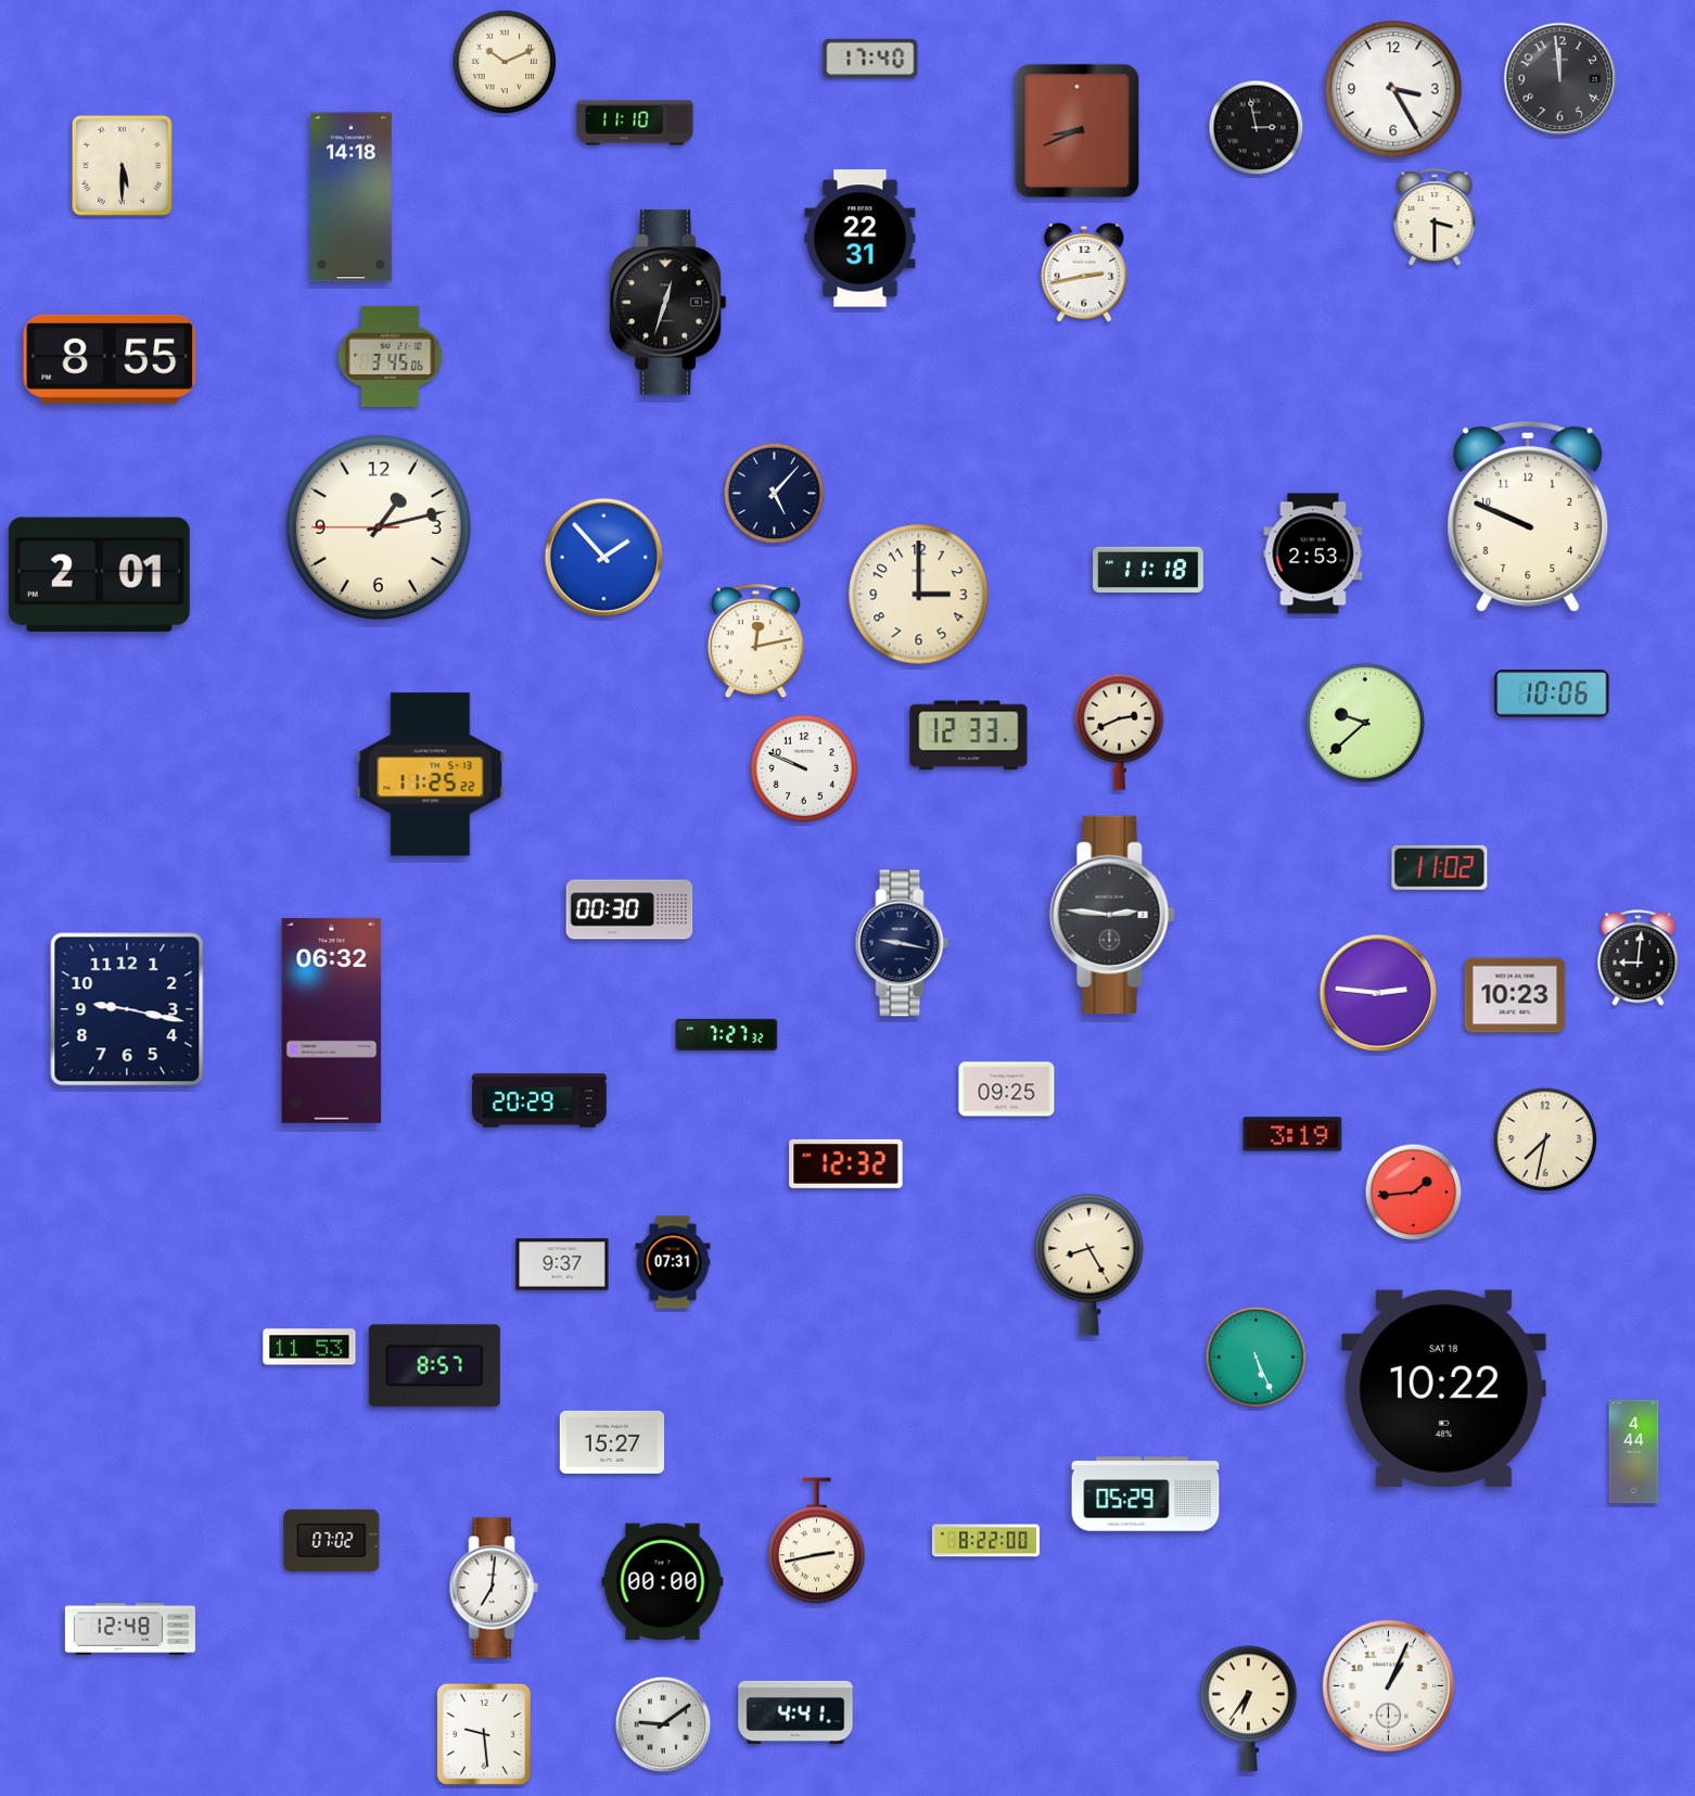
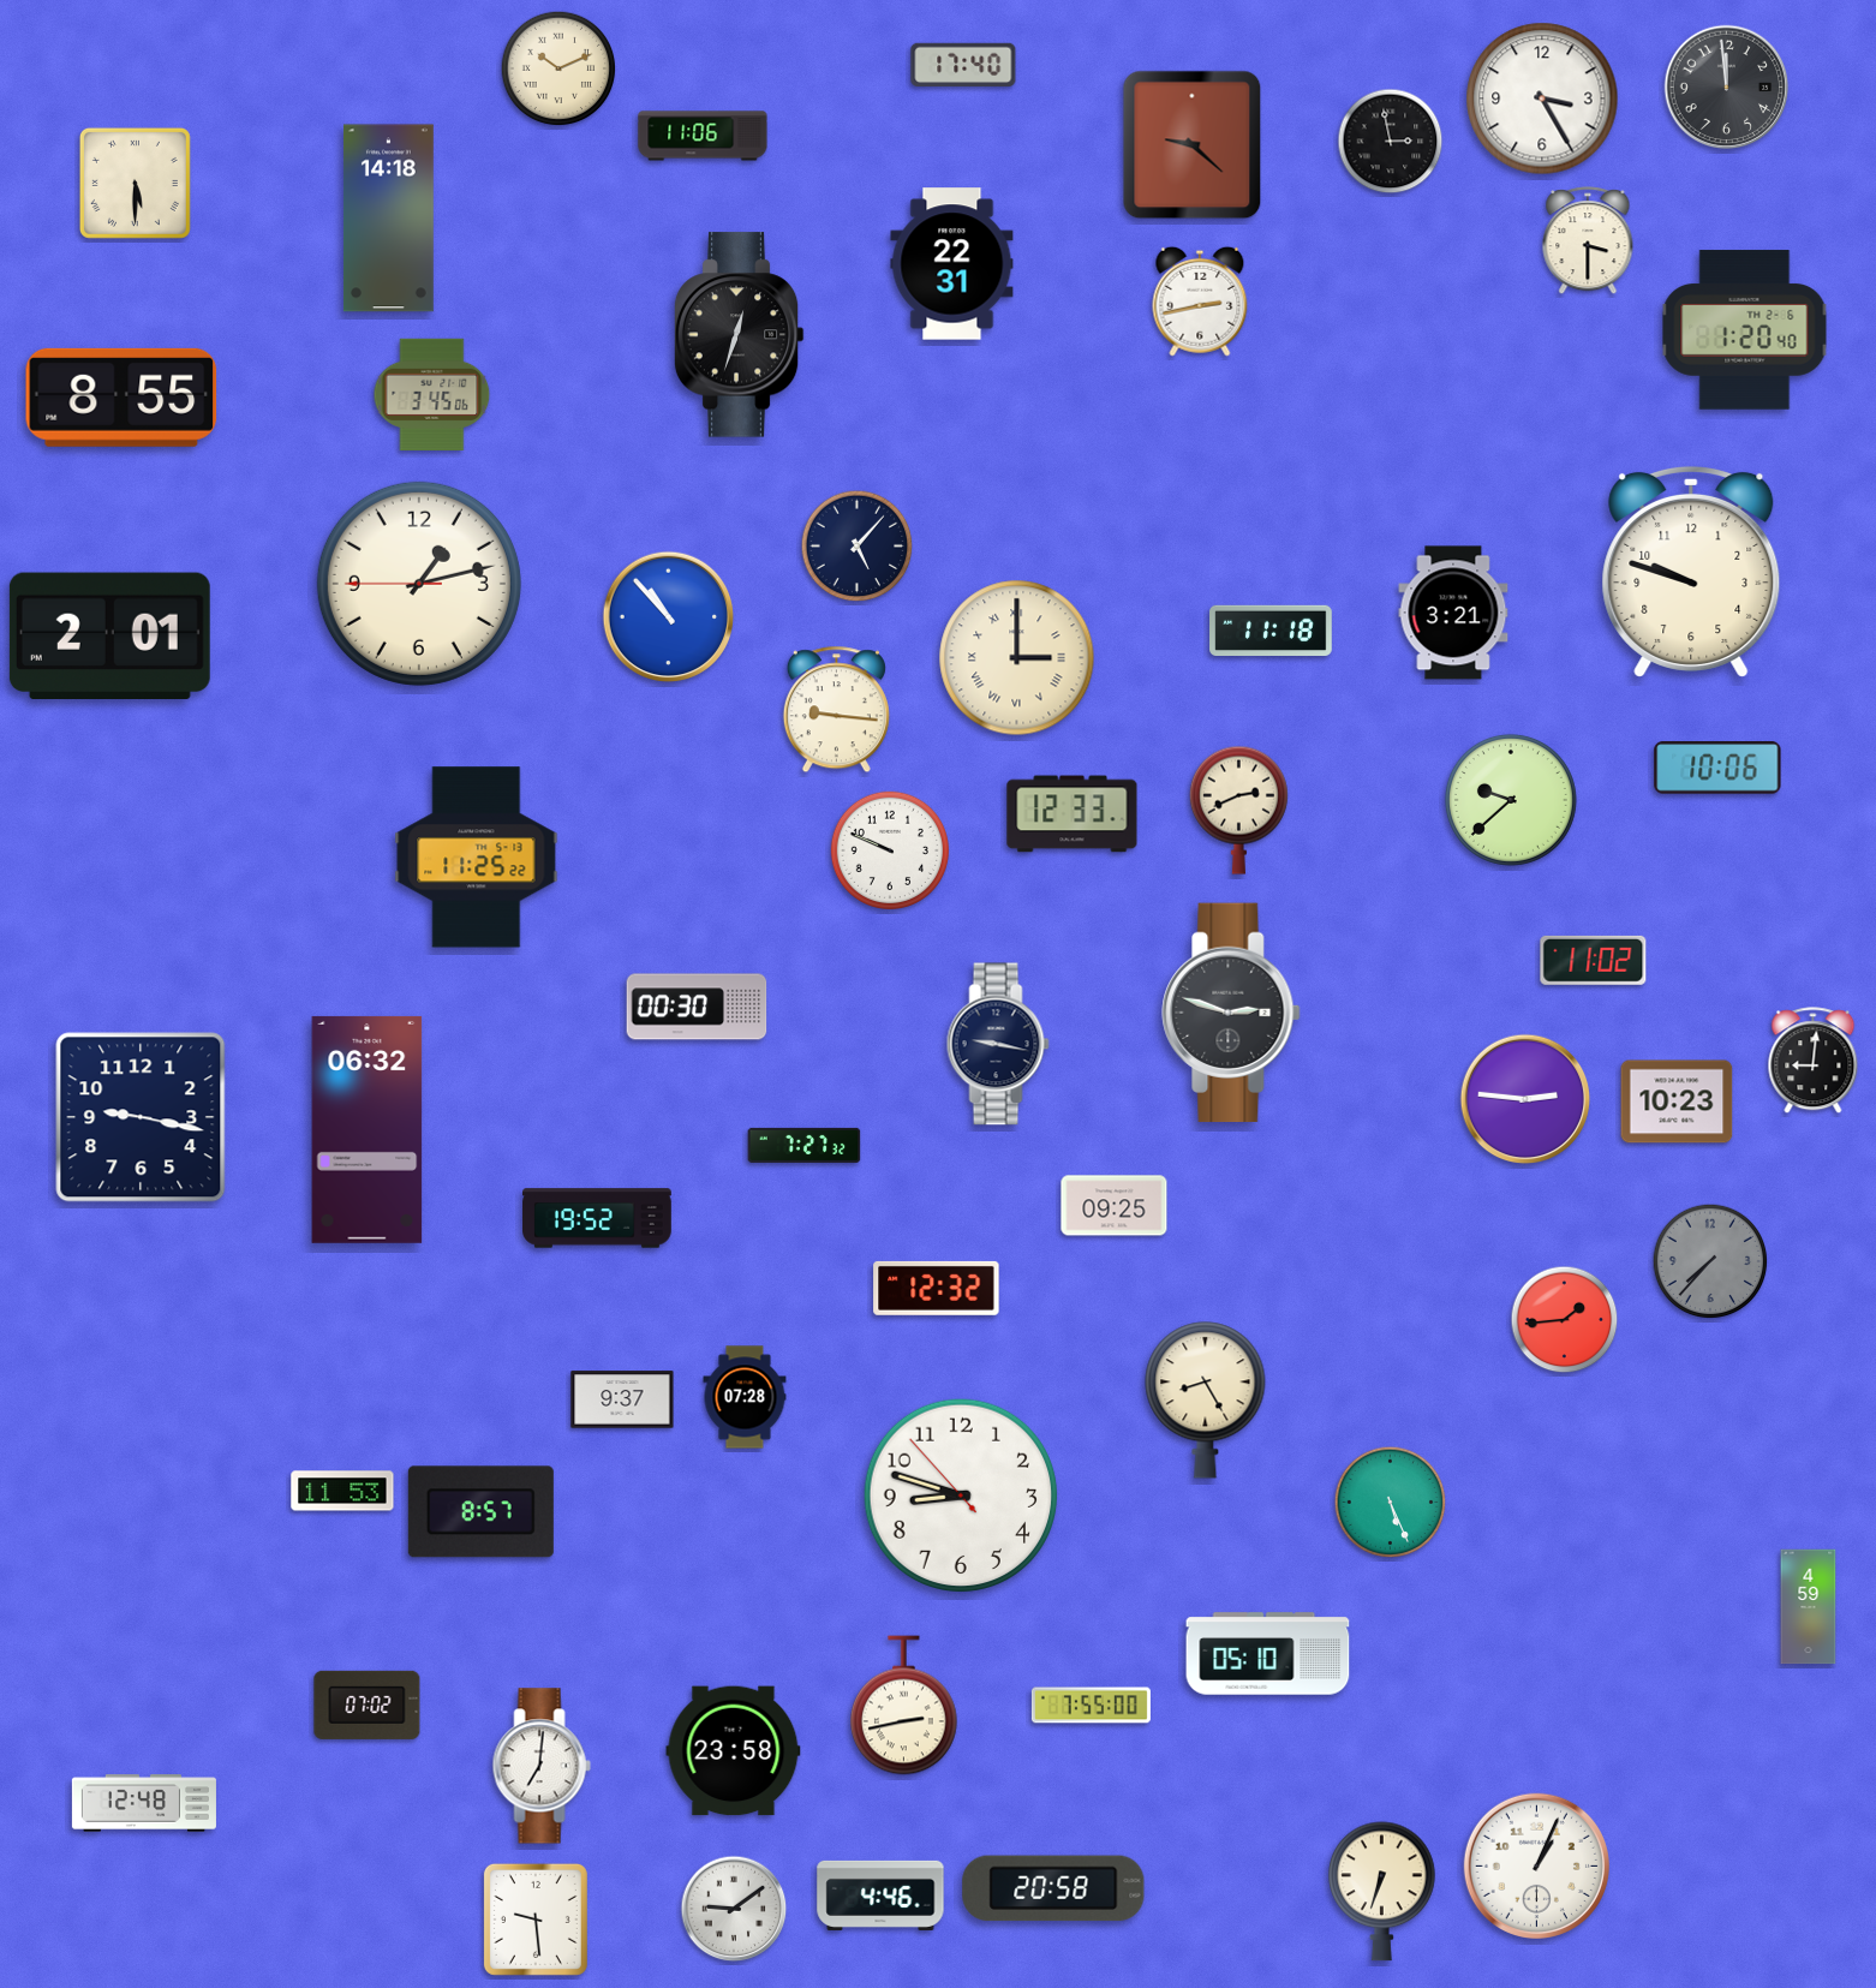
clock at (635, 123): 11:10 -> 11:06
clock at (1078, 131): 8:41 -> 9:22
clock at (1745, 330): none -> 1:20
clock at (1528, 517): 9:49 -> 9:48
clock at (1313, 553): 2:53 -> 3:21
clock at (604, 558): 1:53 -> 10:53
clock at (919, 595) numerals: Arabic -> Roman
clock at (755, 641): 12:13 -> 9:16
clock at (1112, 915): 2:46 -> 2:48
clock at (539, 1100): 20:29 -> 19:52
clock at (1292, 1134): 3:19 -> none
clock at (1545, 1139): 7:32 -> 7:37
clock at (1545, 1139) dial: cream -> grey
clock at (673, 1262): 07:31 -> 07:28
clock at (961, 1496): none -> 8:47
clock at (1443, 1388): 10:22 -> none
clock at (612, 1442): 15:27 -> none
clock at (1634, 1452): 4:44 -> 4:59
clock at (1146, 1494): 05:29 -> 05:10
clock at (985, 1541): 8:22 -> 7:55
clock at (663, 1582): 00:00 -> 23:58
clock at (494, 1588) position: (494, 1588) -> (542, 1766)
clock at (1053, 1888): none -> 20:58
clock at (1249, 1709): 6:36 -> 6:33
clock at (795, 1712): 4:41 -> 4:46
